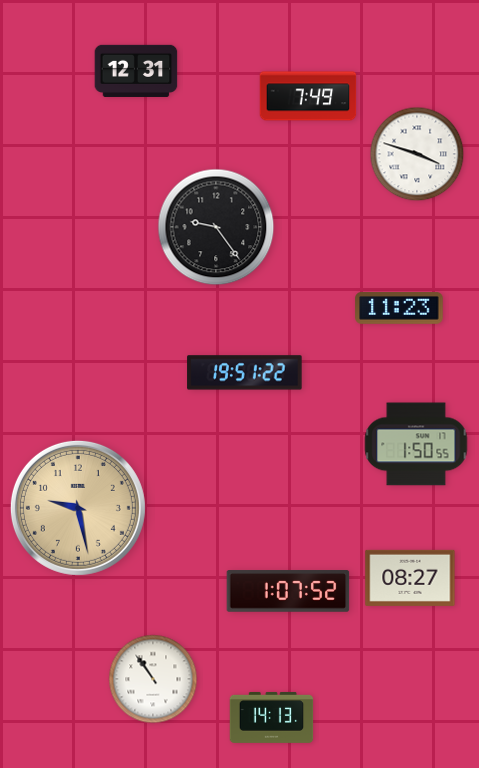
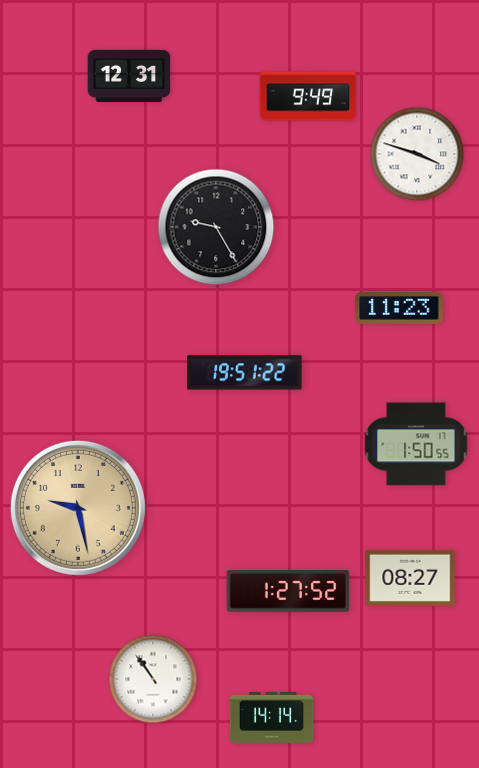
clock at (136, 71) position: (136, 71) -> (129, 76)
clock at (308, 96): 7:49 -> 9:49
clock at (216, 227): 9:24 -> 9:25
clock at (288, 591): 1:07 -> 1:27
clock at (272, 717): 14:13 -> 14:14
